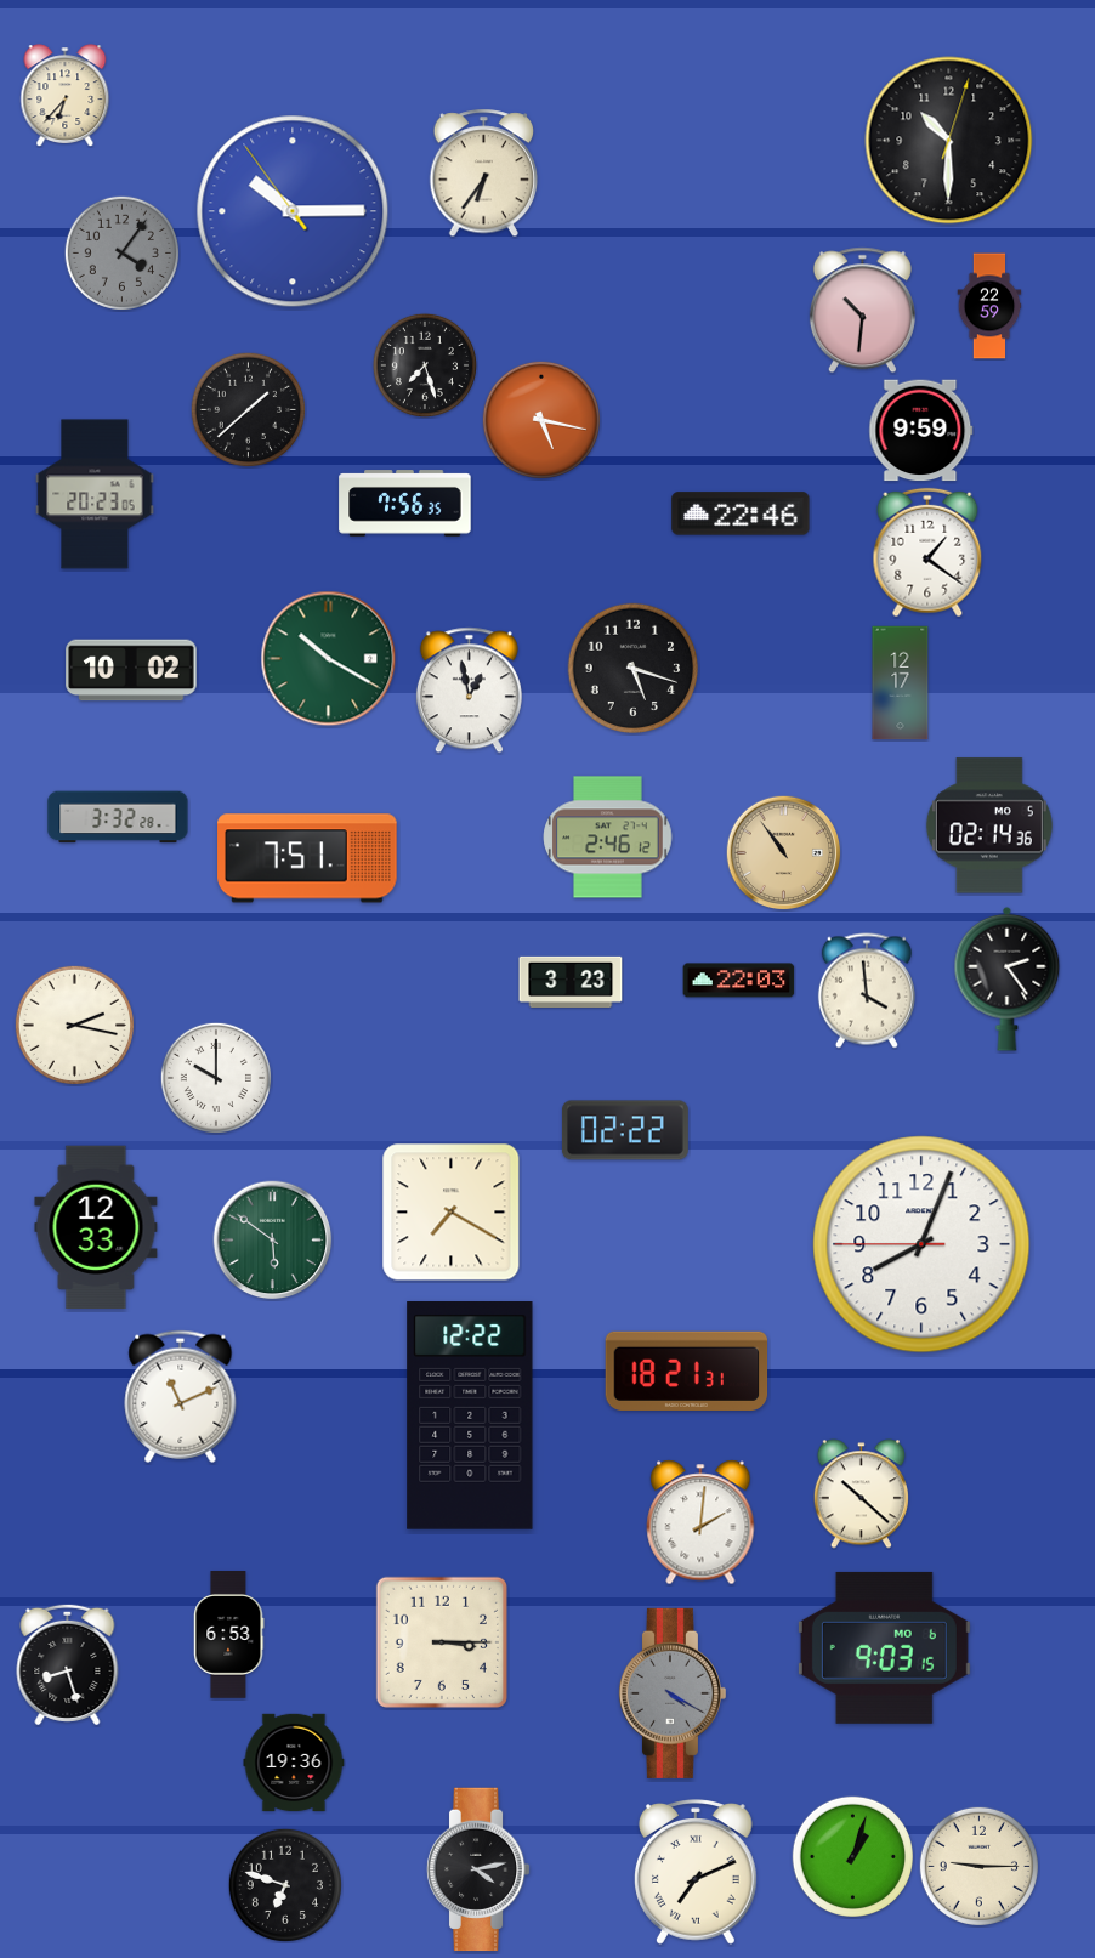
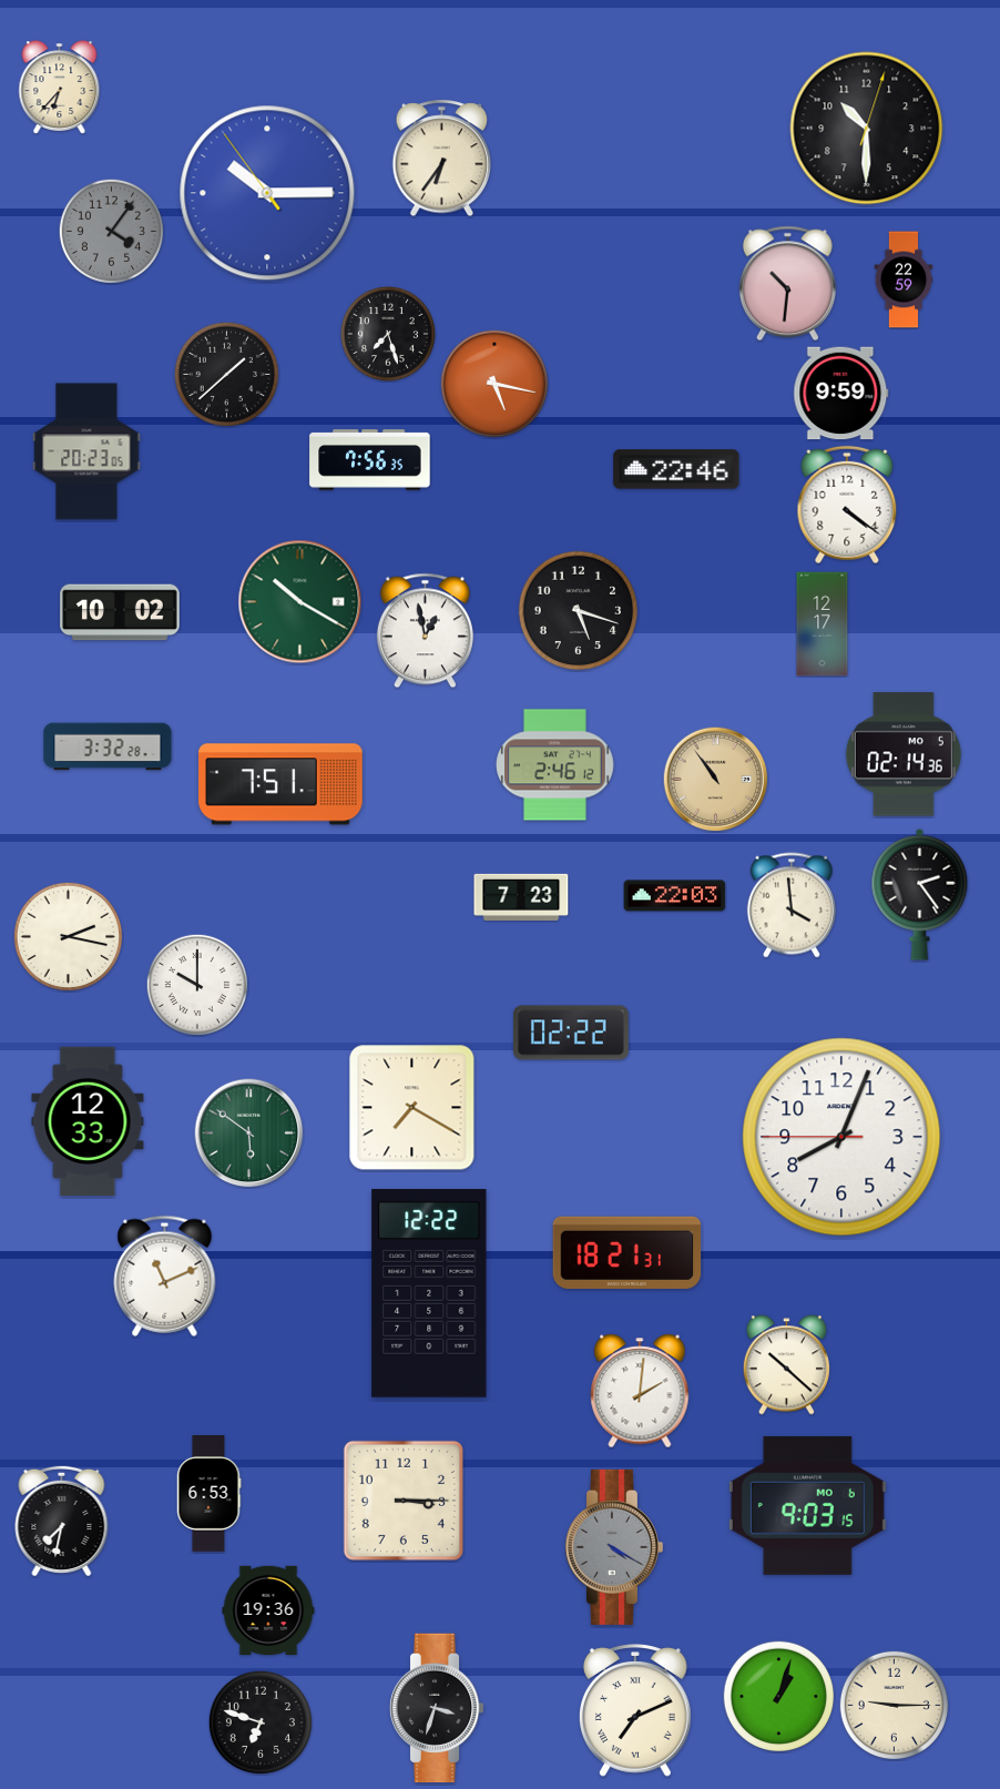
clock at (927, 552): 1:21 -> 4:21
clock at (469, 691) position: (469, 691) -> (425, 631)
clock at (571, 981): 3:23 -> 7:23
clock at (68, 1664): 8:27 -> 7:32
clock at (478, 1869): 4:13 -> 3:33
